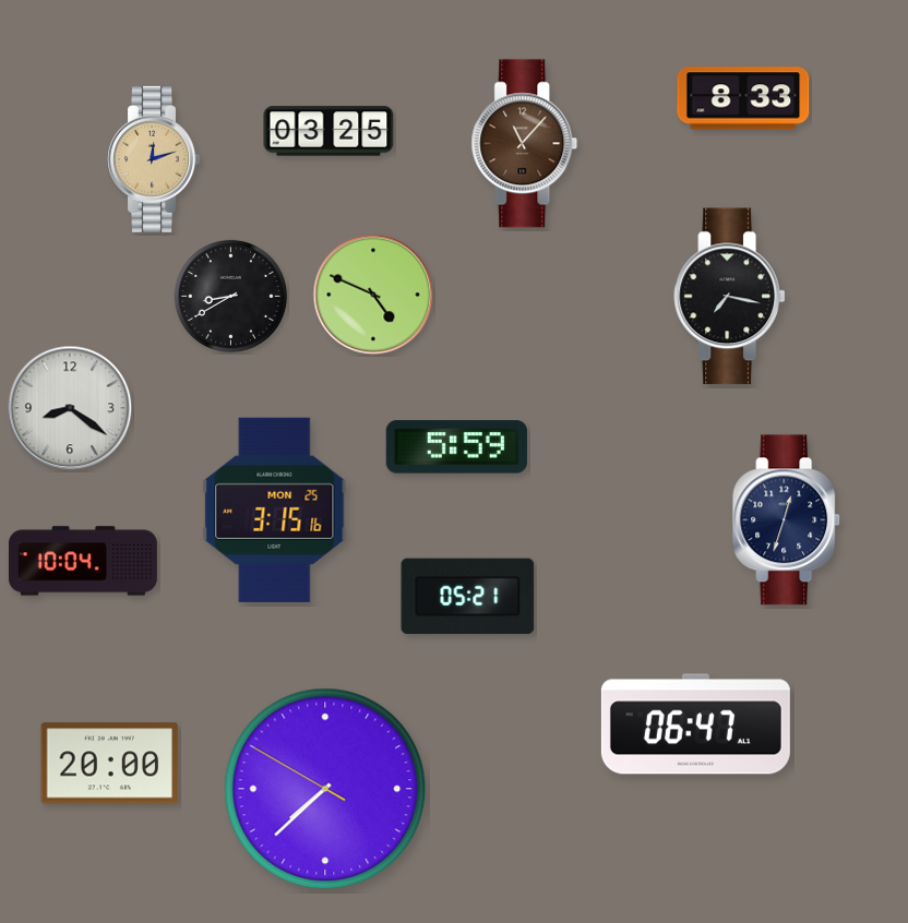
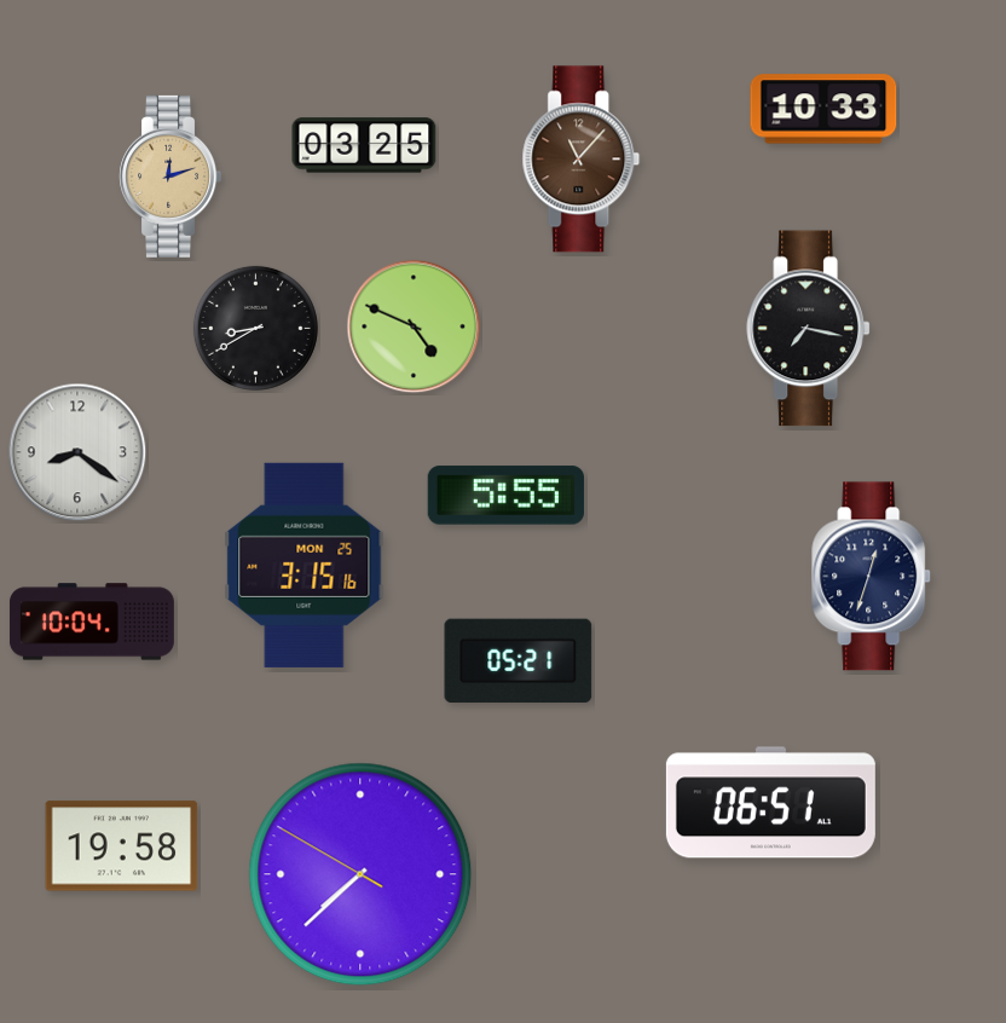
clock at (743, 98): 8:33 -> 10:33
clock at (456, 447): 5:59 -> 5:55
clock at (695, 724): 06:47 -> 06:51
clock at (110, 764): 20:00 -> 19:58
